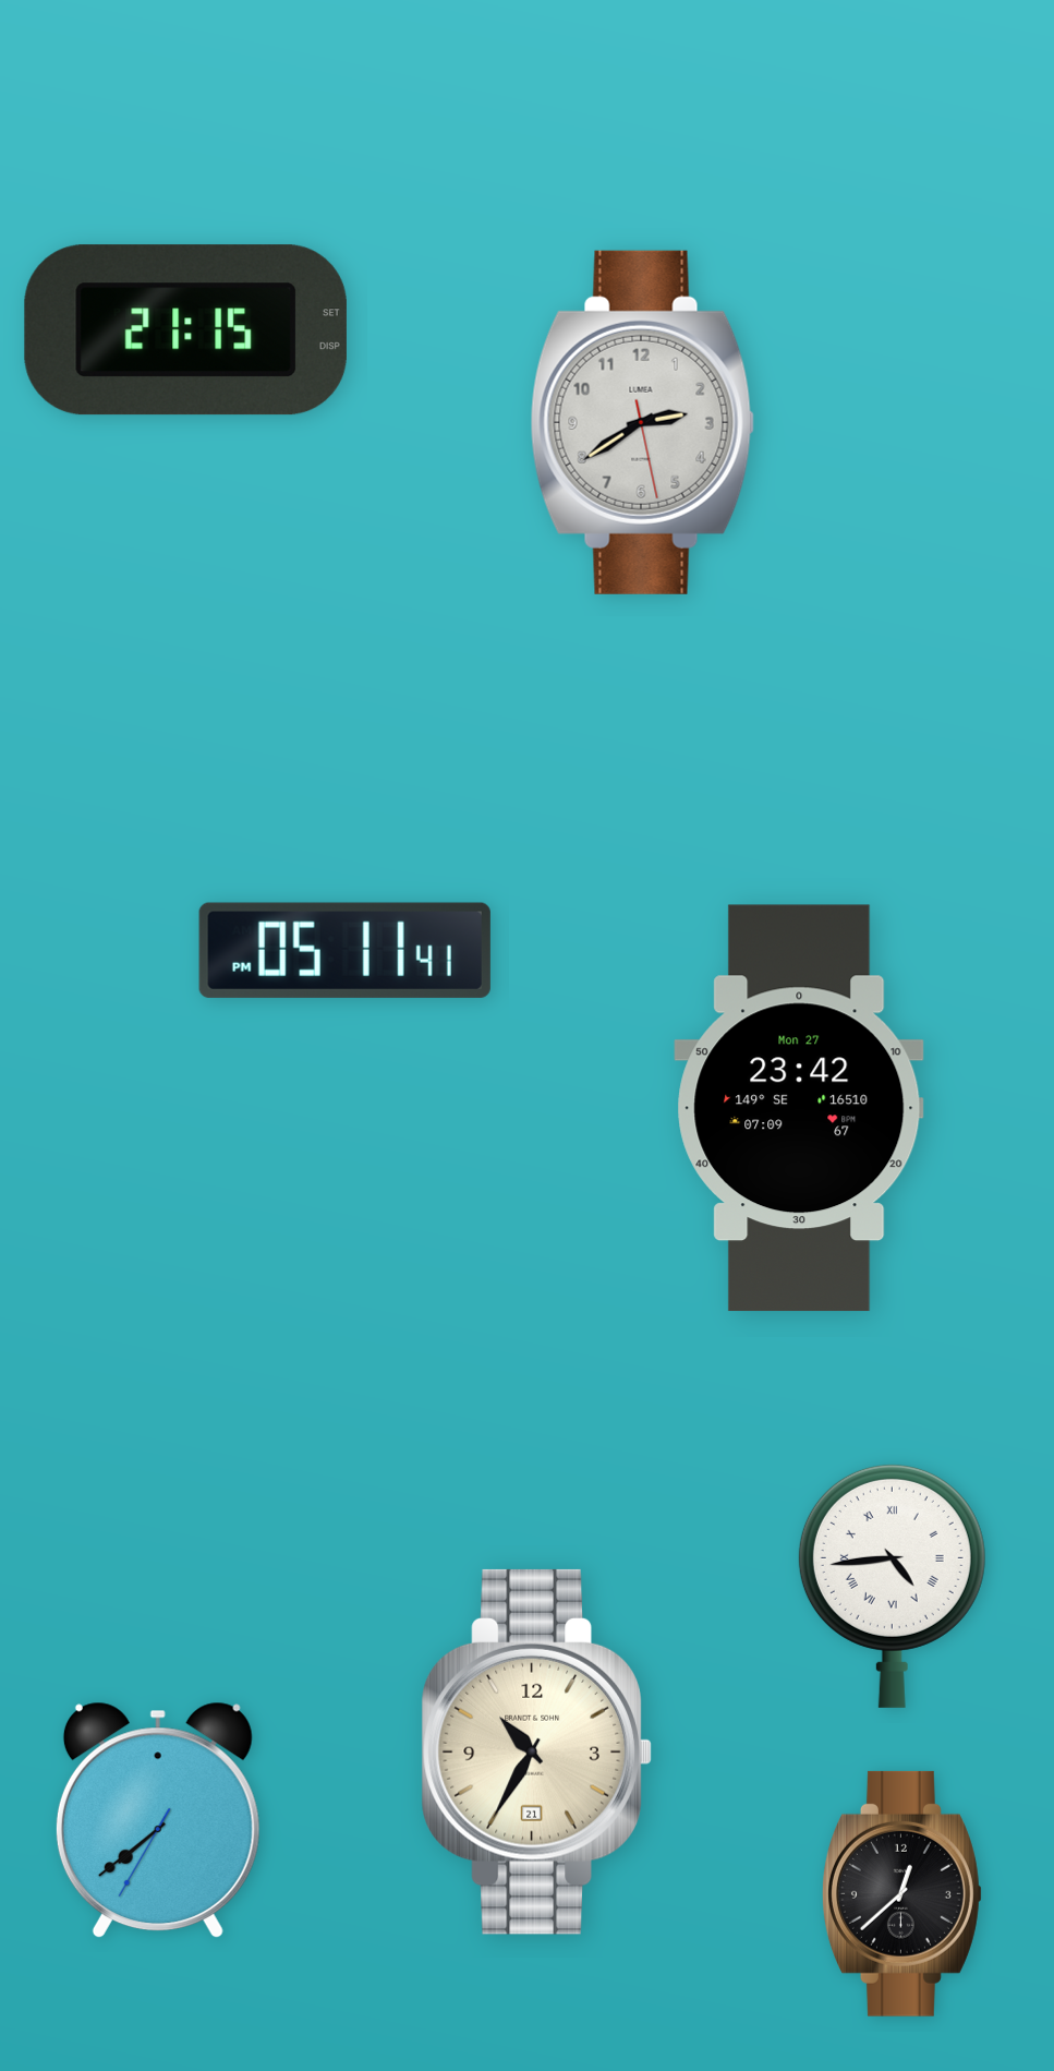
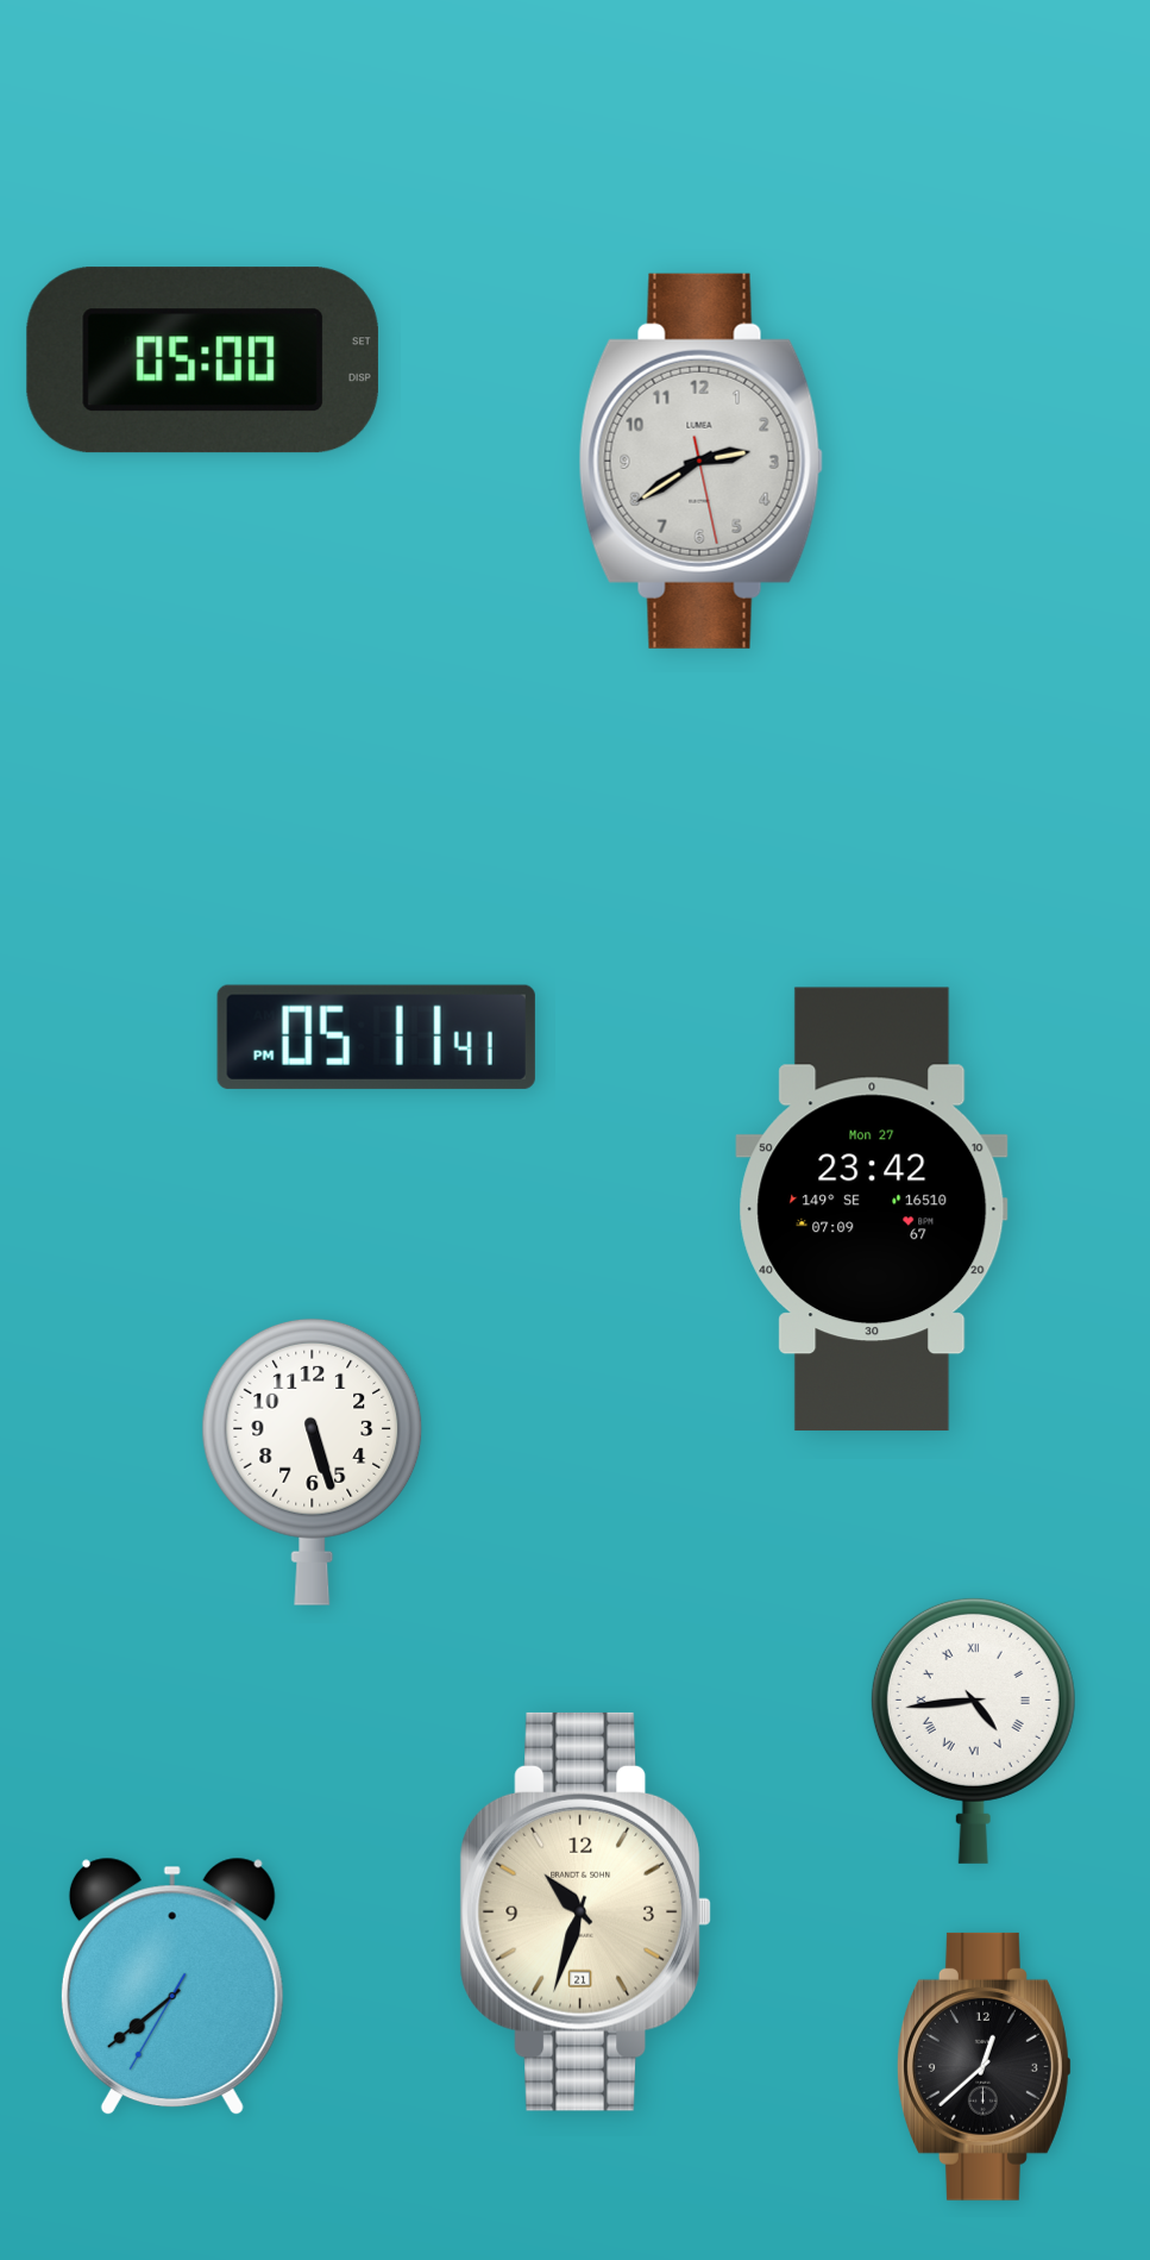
clock at (185, 330): 21:15 -> 05:00
clock at (313, 1461): none -> 5:27
clock at (536, 1751): 10:35 -> 10:33
